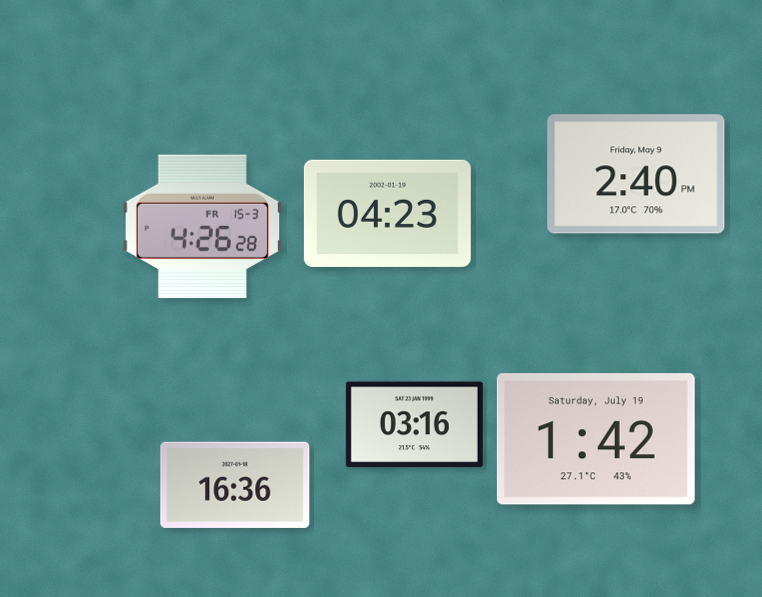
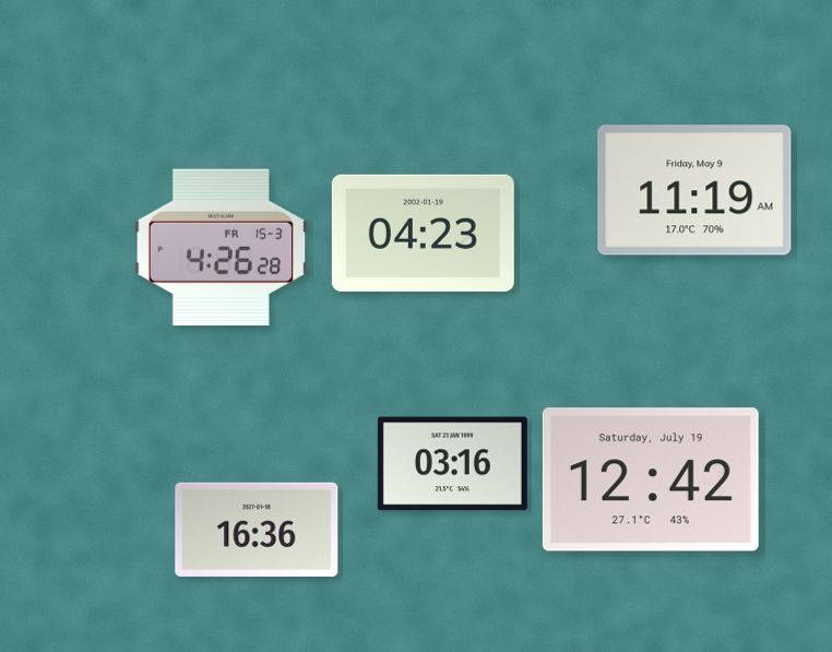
clock at (636, 174): 2:40 -> 11:19
clock at (596, 439): 1:42 -> 12:42
